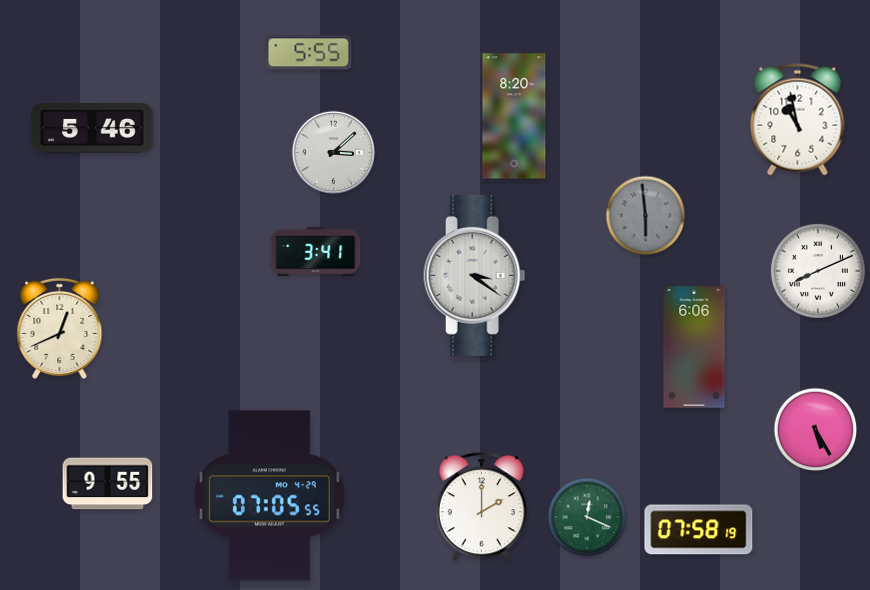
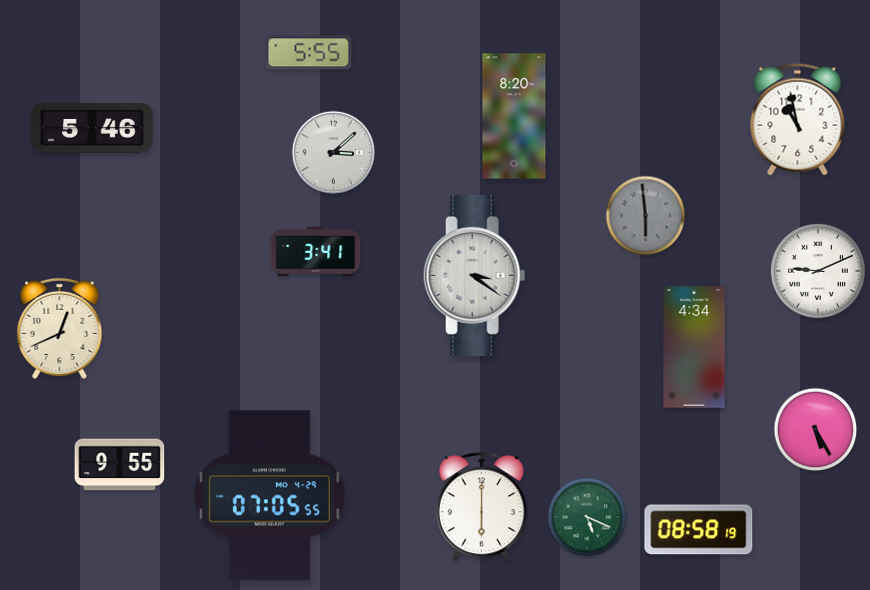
clock at (818, 271): 8:11 -> 9:11
clock at (694, 347): 6:06 -> 4:34
clock at (108, 484) position: (108, 484) -> (120, 465)
clock at (481, 507): 2:00 -> 6:00
clock at (587, 517): 12:19 -> 5:19
clock at (699, 530): 07:58 -> 08:58
